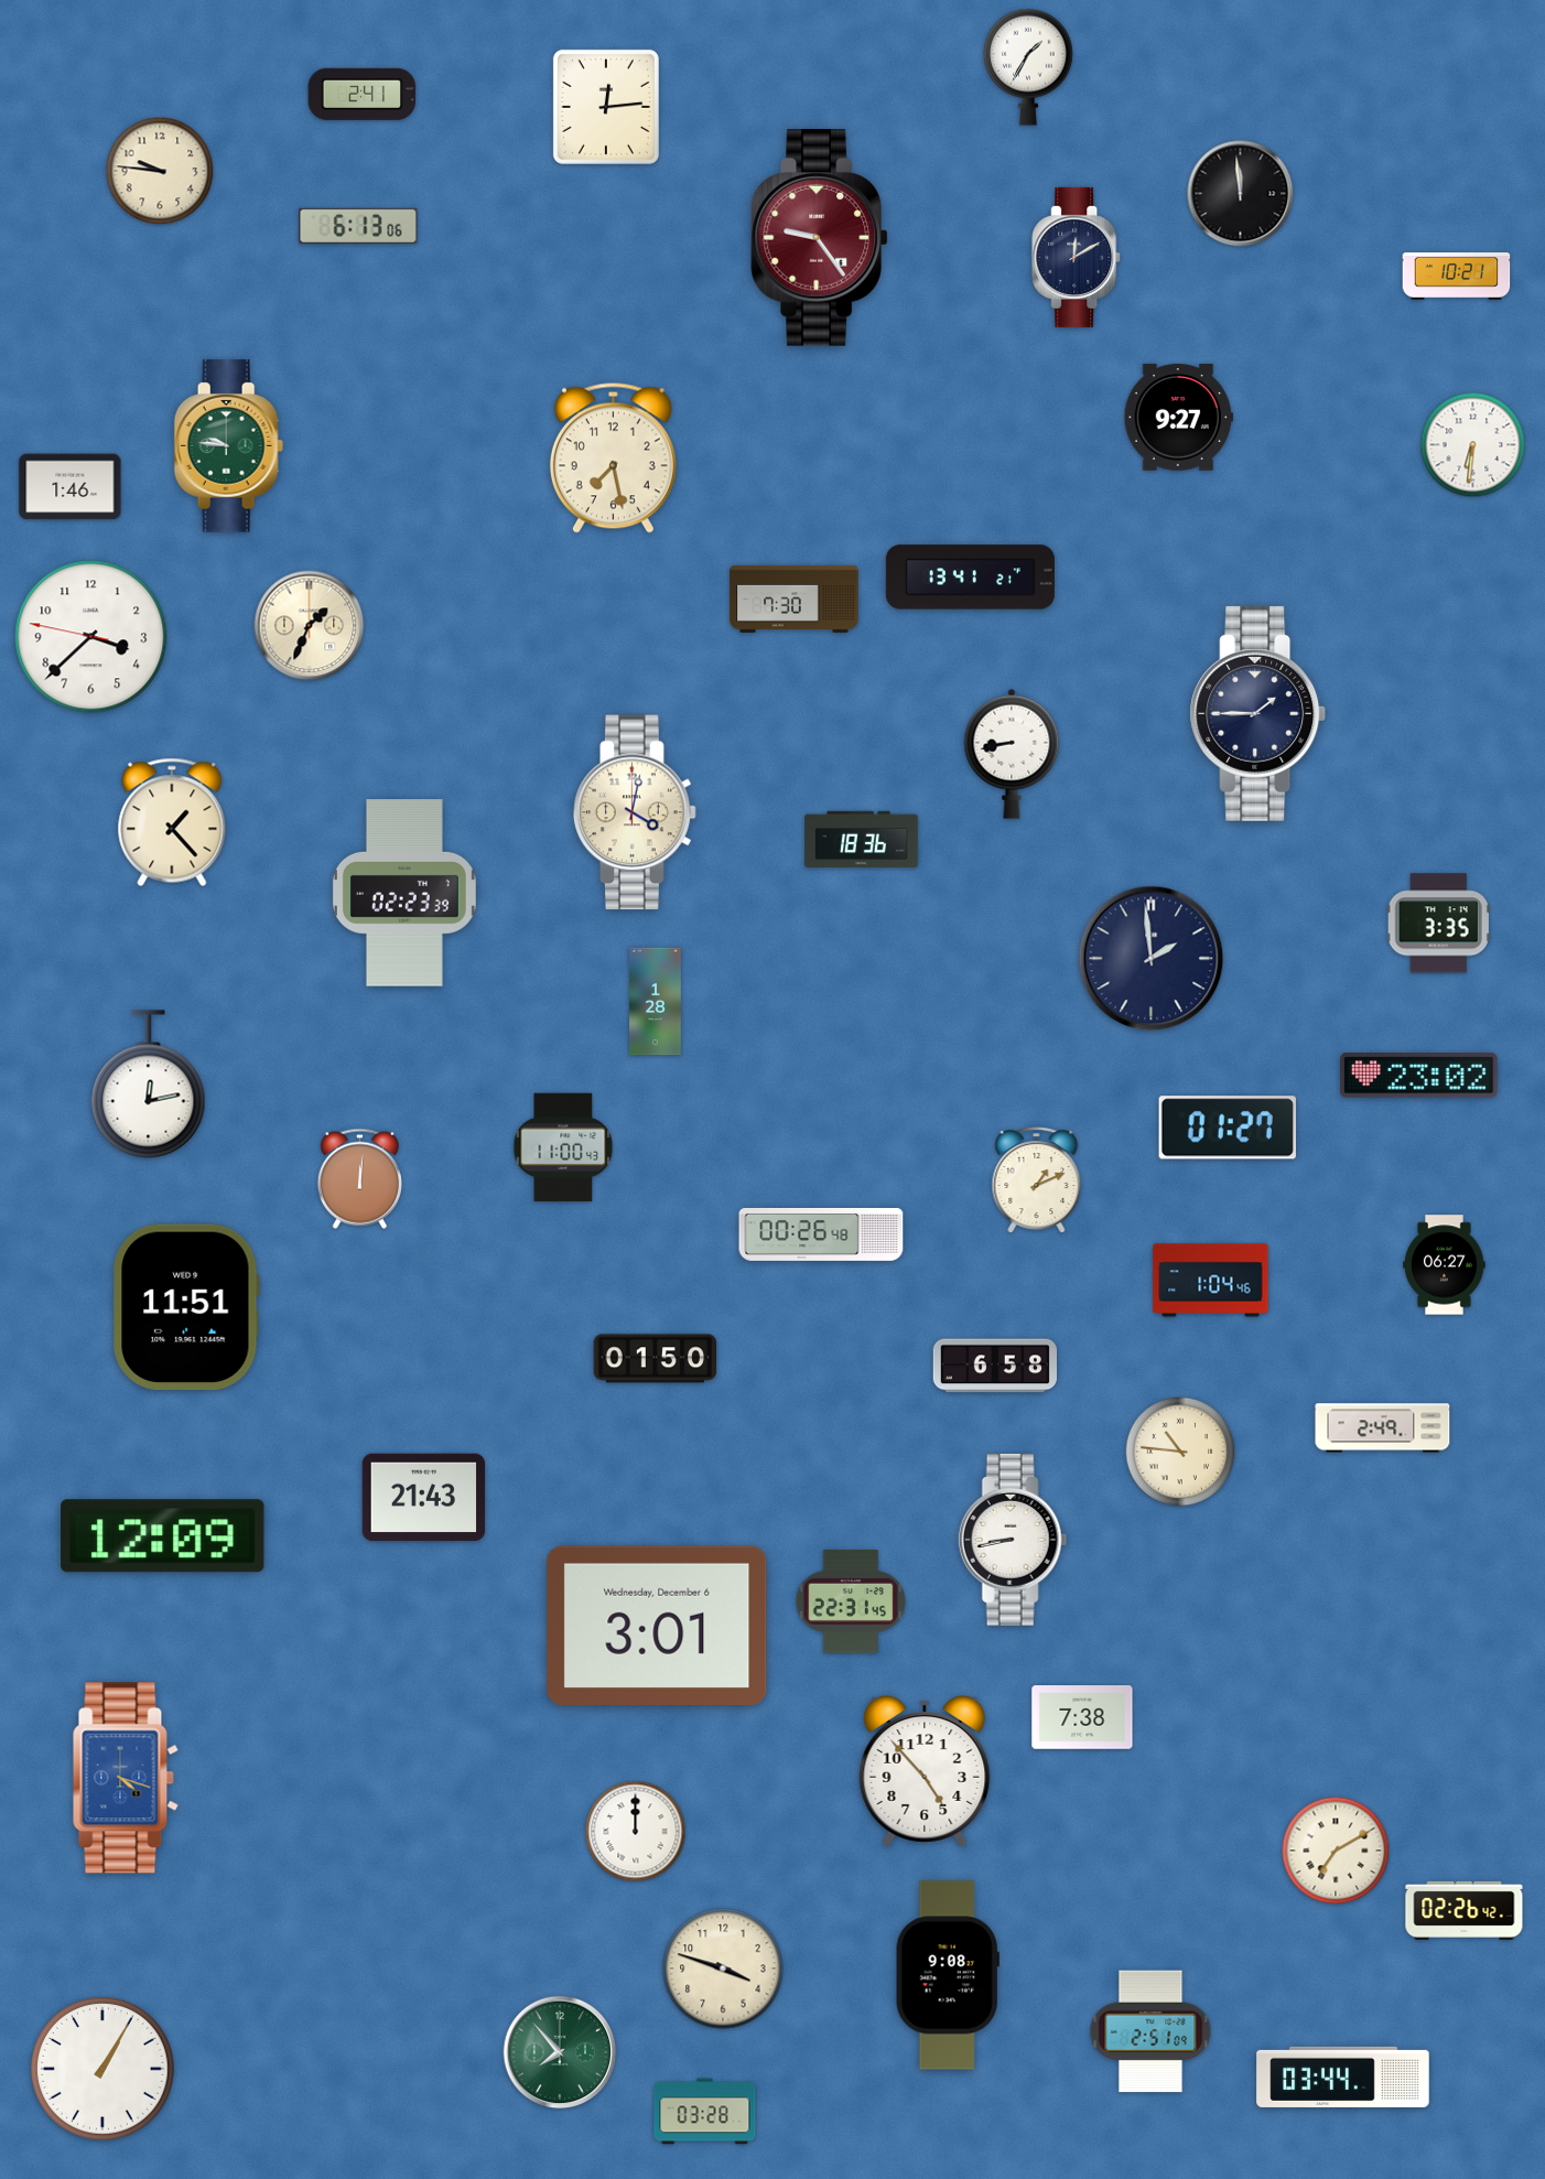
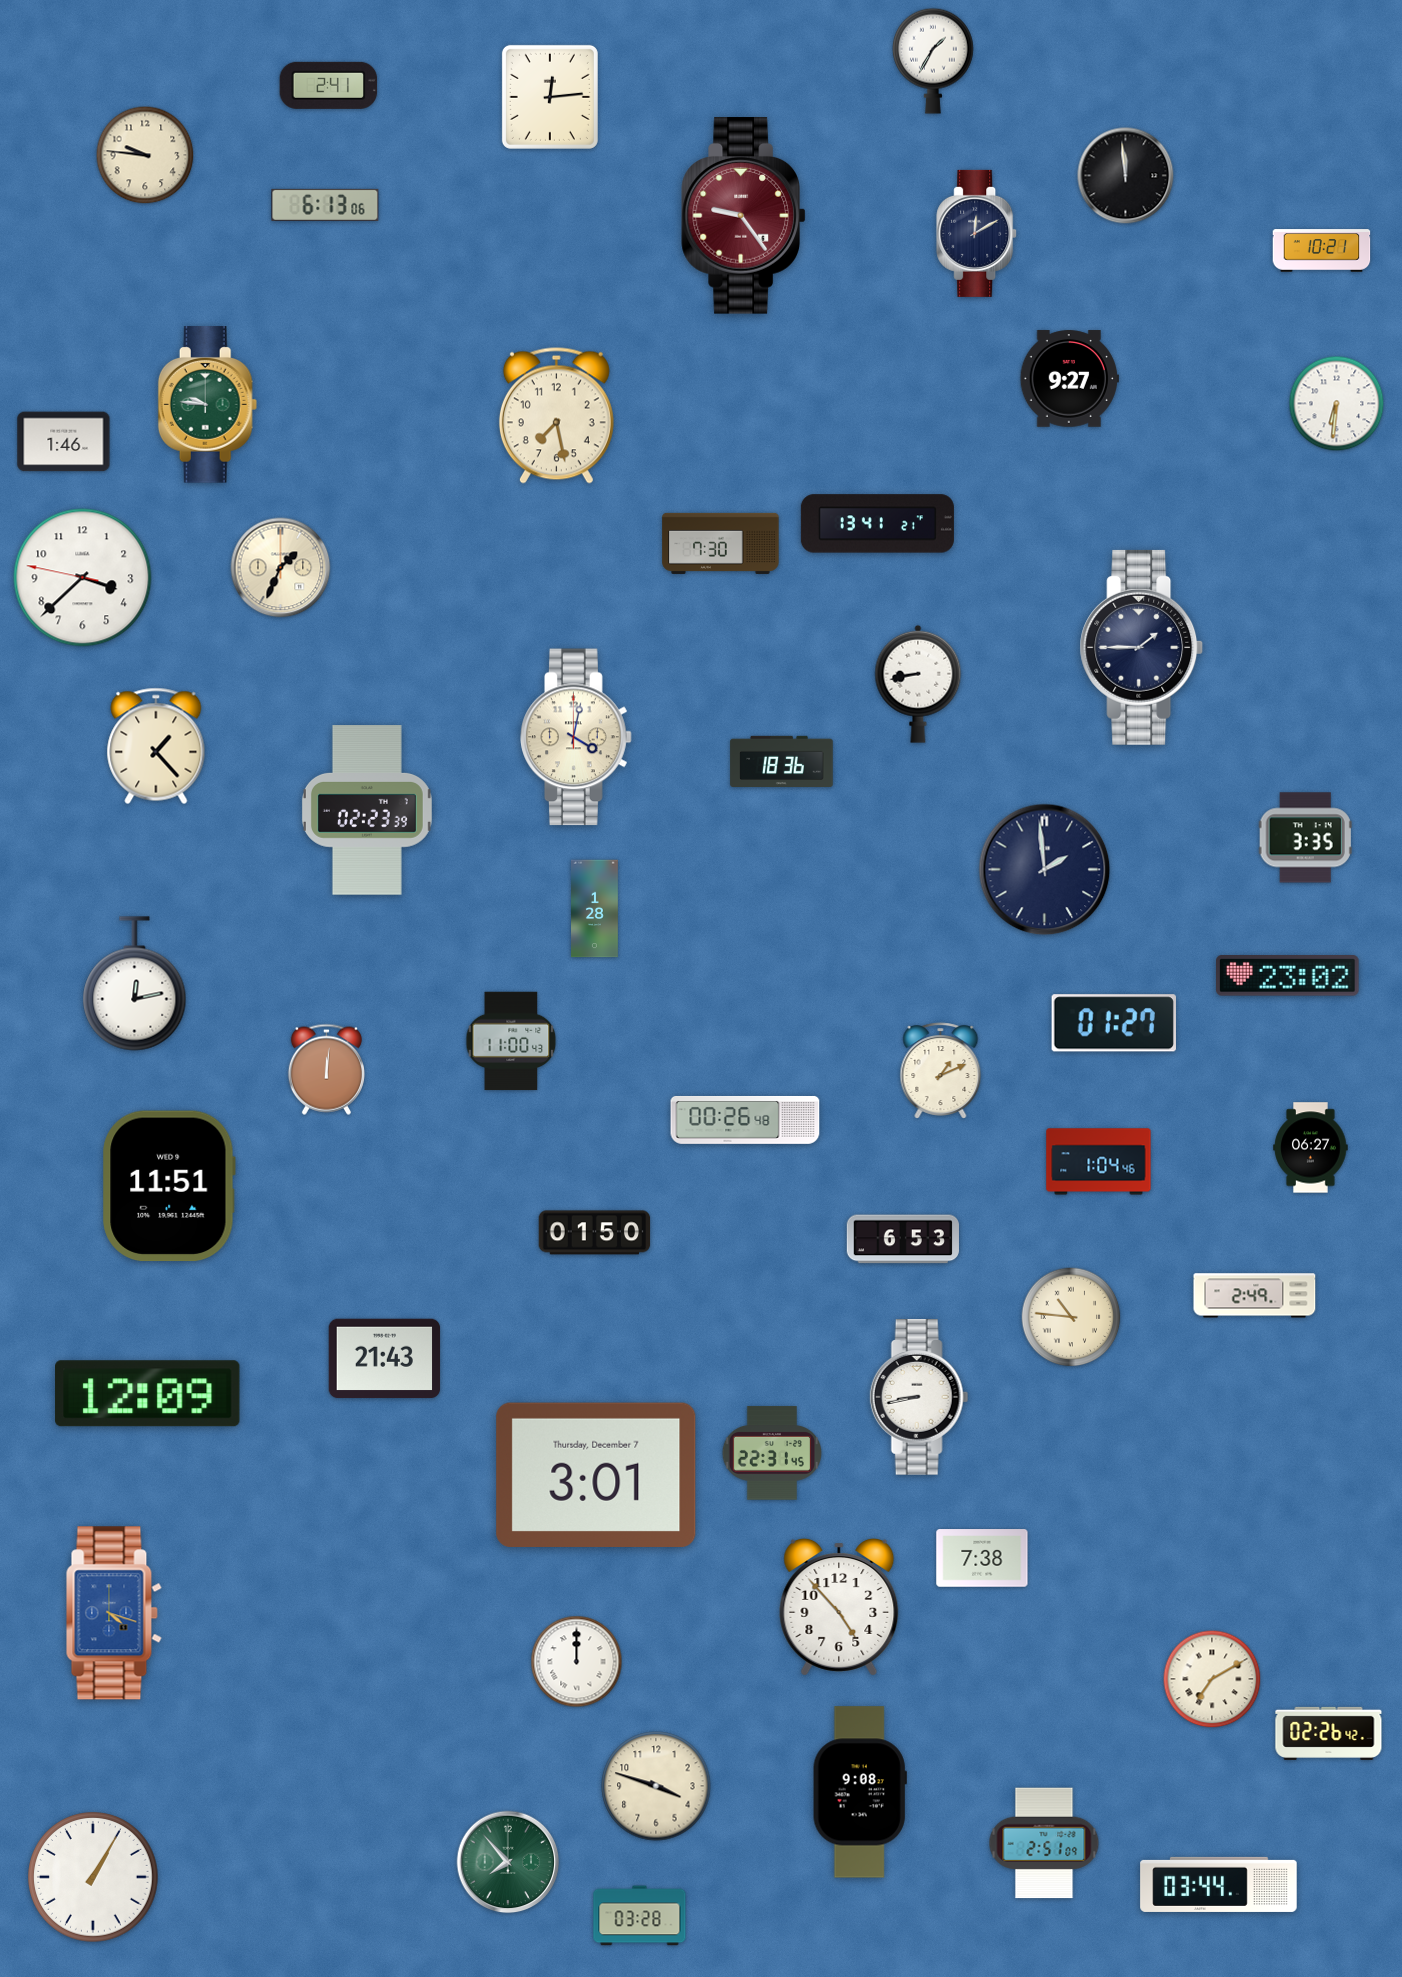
clock at (970, 578) position: (970, 578) -> (877, 524)
clock at (995, 1366): 6:58 -> 6:53
clock at (657, 1625) date: Wednesday, December 6 -> Thursday, December 7
